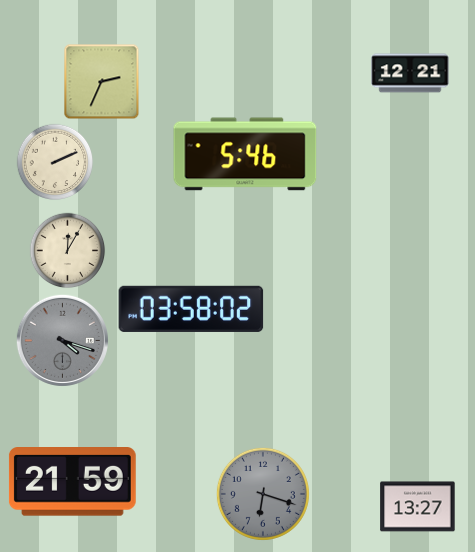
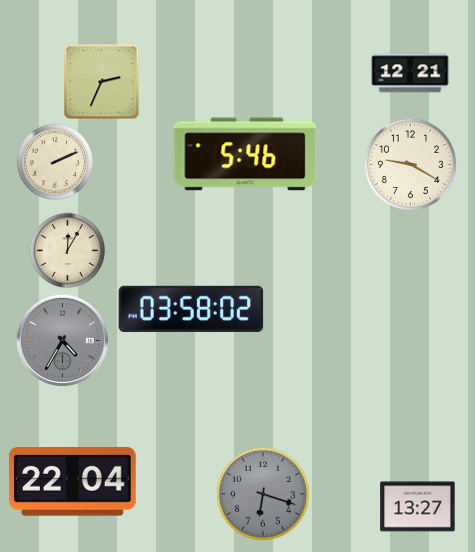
clock at (410, 164): none -> 9:20
clock at (62, 340): 4:18 -> 4:35
clock at (72, 482): 21:59 -> 22:04
